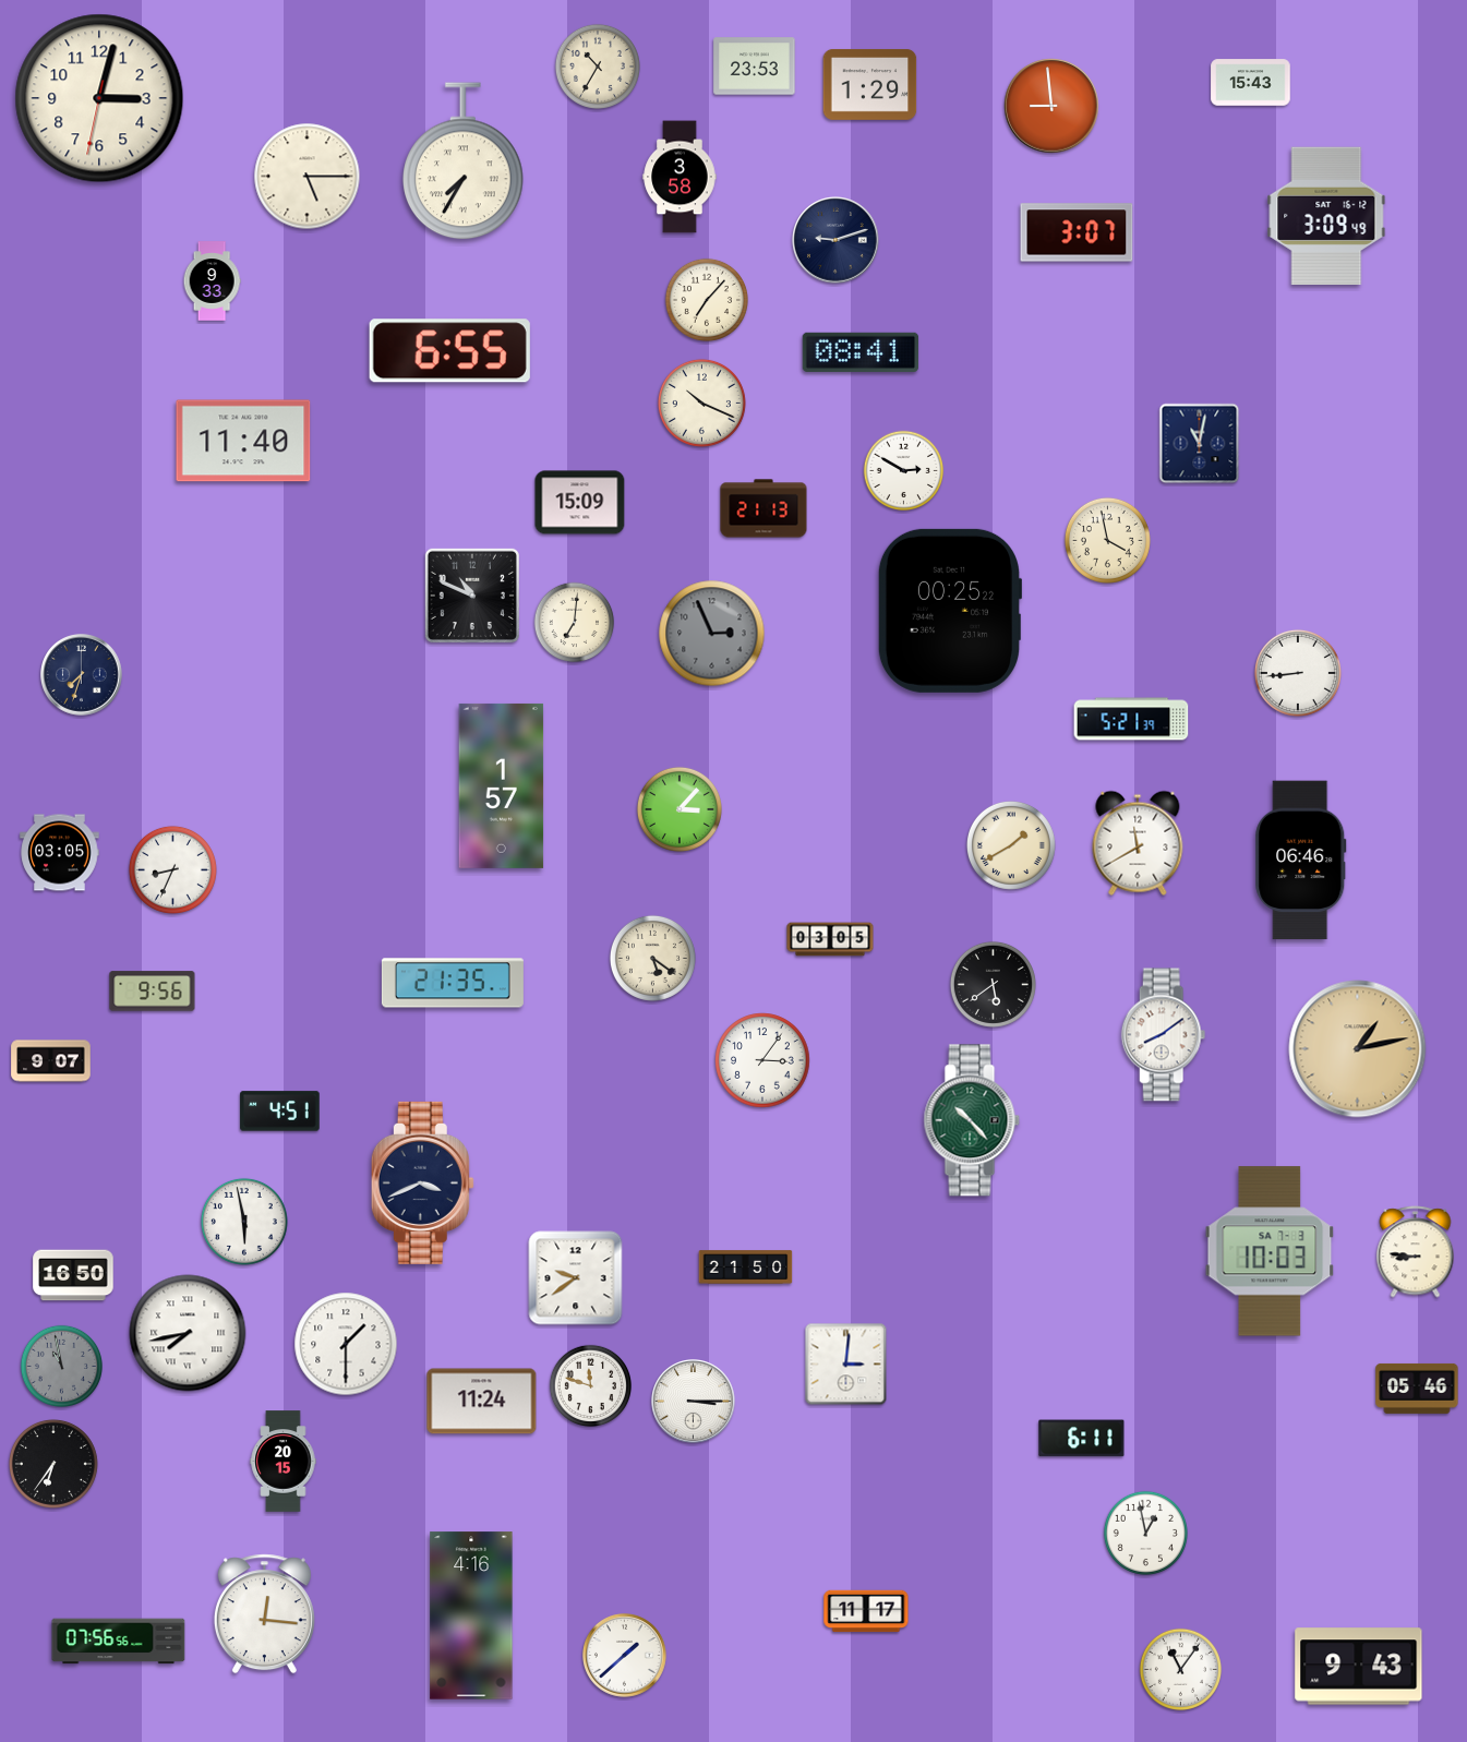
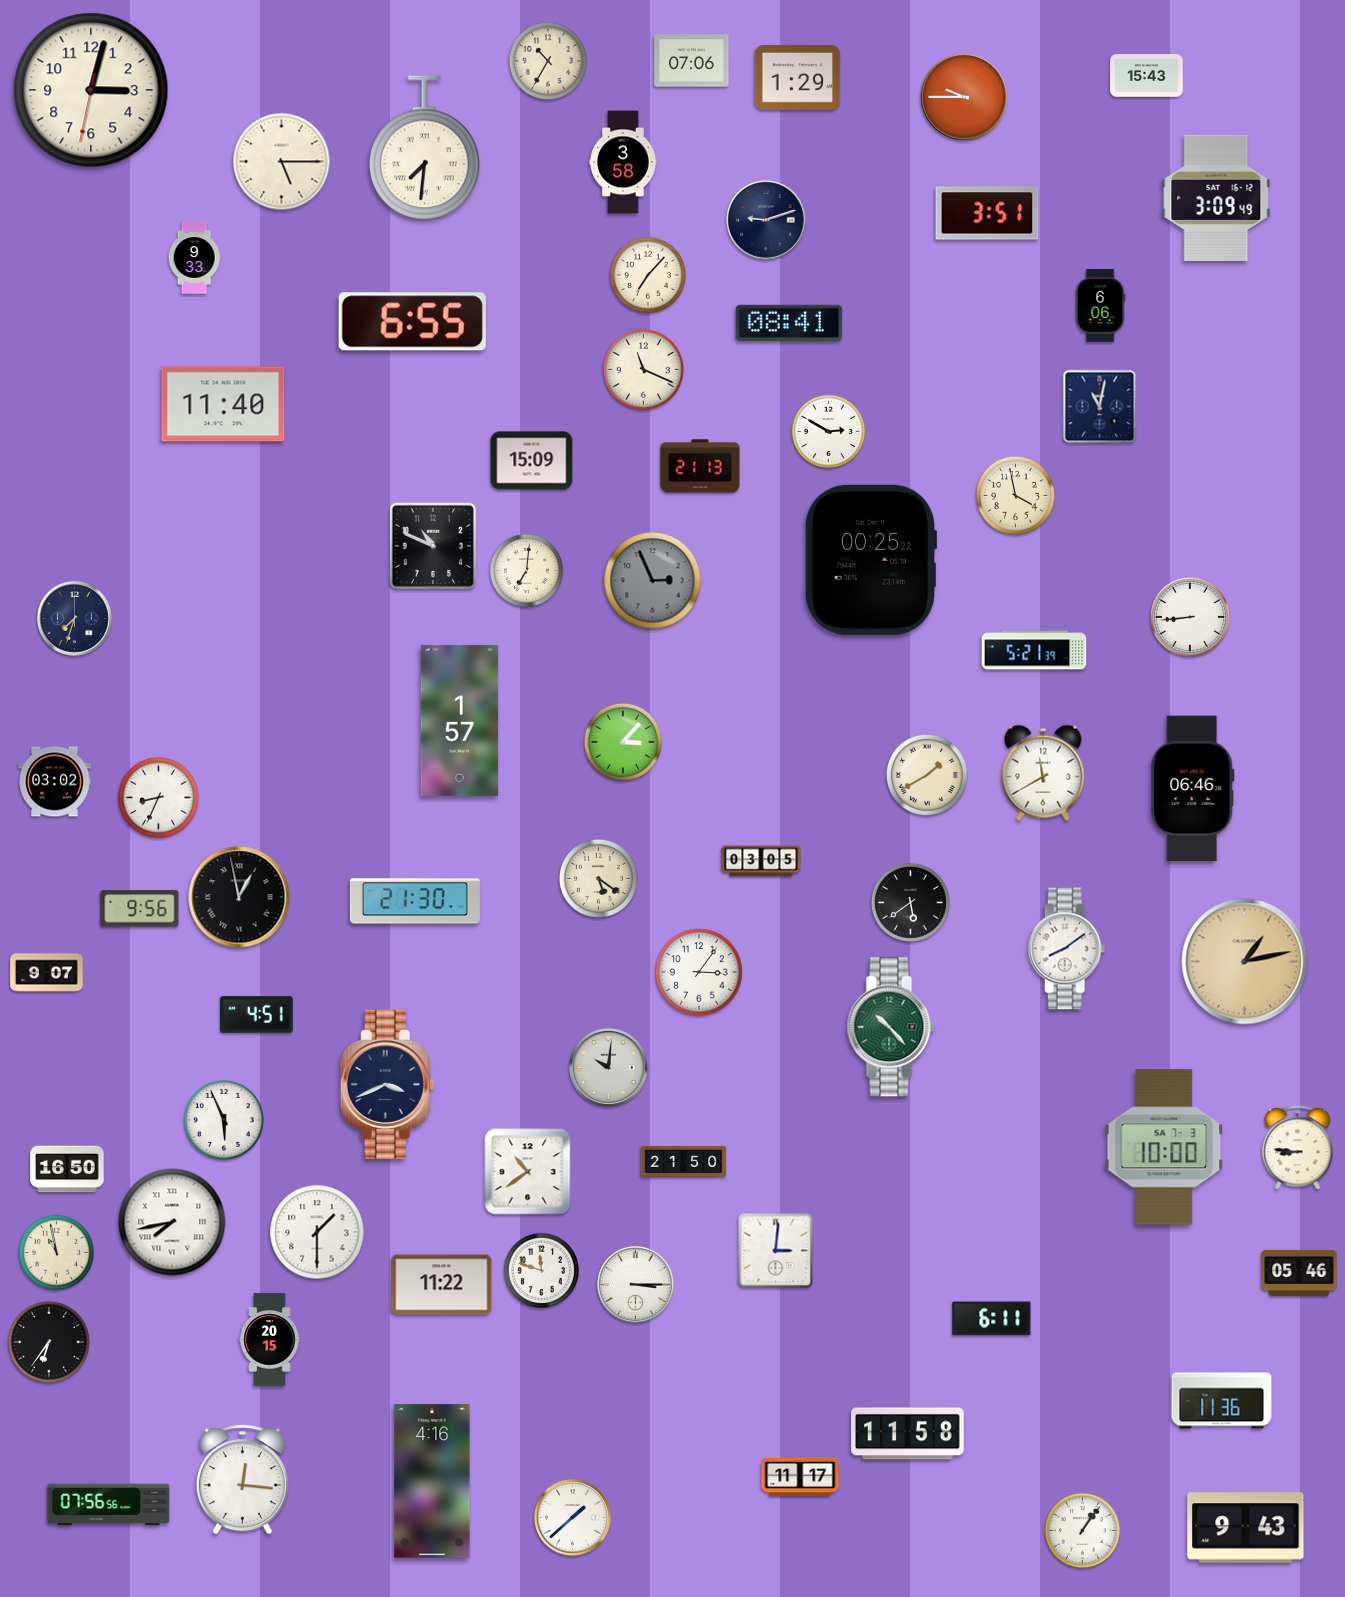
clock at (755, 67): 23:53 -> 07:06
clock at (1051, 106): 8:59 -> 9:45
clock at (464, 161): 7:35 -> 7:31
clock at (1077, 232): 3:07 -> 3:51
clock at (1100, 306): none -> 6:06
clock at (701, 403): 10:19 -> 11:19
clock at (1131, 719) position: (1131, 719) -> (1034, 650)
clock at (60, 853): 03:05 -> 03:02
clock at (239, 897): none -> 12:58
clock at (453, 983): 21:35 -> 21:30
clock at (280, 1112) position: (280, 1112) -> (257, 1015)
clock at (609, 1068): none -> 10:01
clock at (244, 1222): 5:58 -> 5:56
clock at (1270, 1251): 10:03 -> 10:00
clock at (576, 1278): 9:39 -> 10:39
clock at (61, 1366) dial: grey -> cream
clock at (482, 1402): 11:24 -> 11:22
clock at (284, 1462) position: (284, 1462) -> (270, 1340)
clock at (1222, 1401): none -> 11:36
clock at (1145, 1533): 12:58 -> none
clock at (908, 1434): none -> 11:58
clock at (866, 1611) position: (866, 1611) -> (800, 1477)
clock at (1180, 1669): 11:06 -> 1:06
